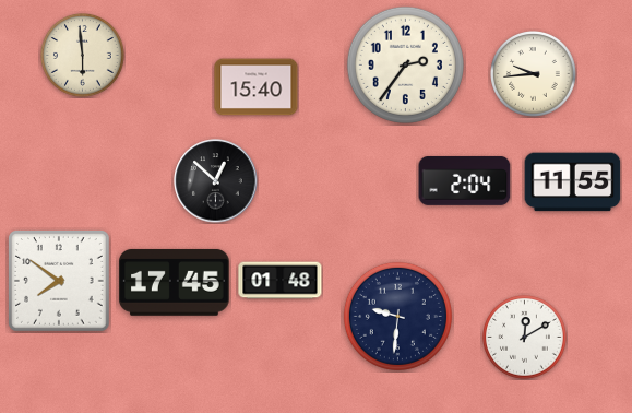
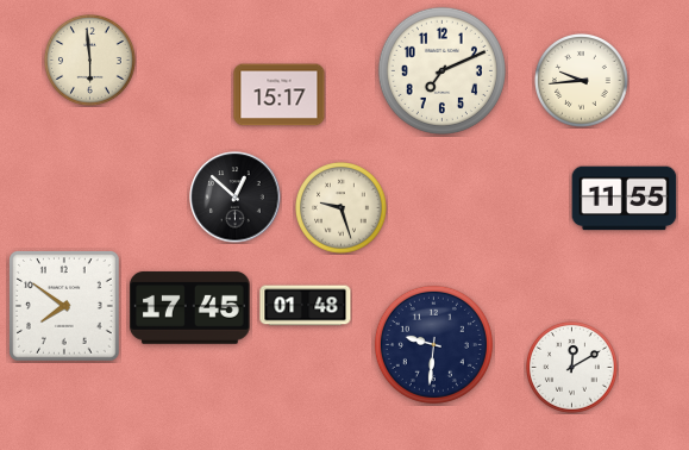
clock at (405, 64): 2:36 -> 7:11
clock at (257, 87): 15:40 -> 15:17
clock at (465, 180): 2:04 -> none
clock at (342, 208): none -> 9:27
